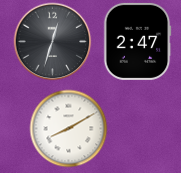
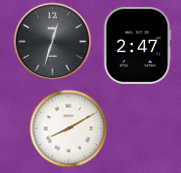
clock at (137, 41) position: (137, 41) -> (137, 45)
